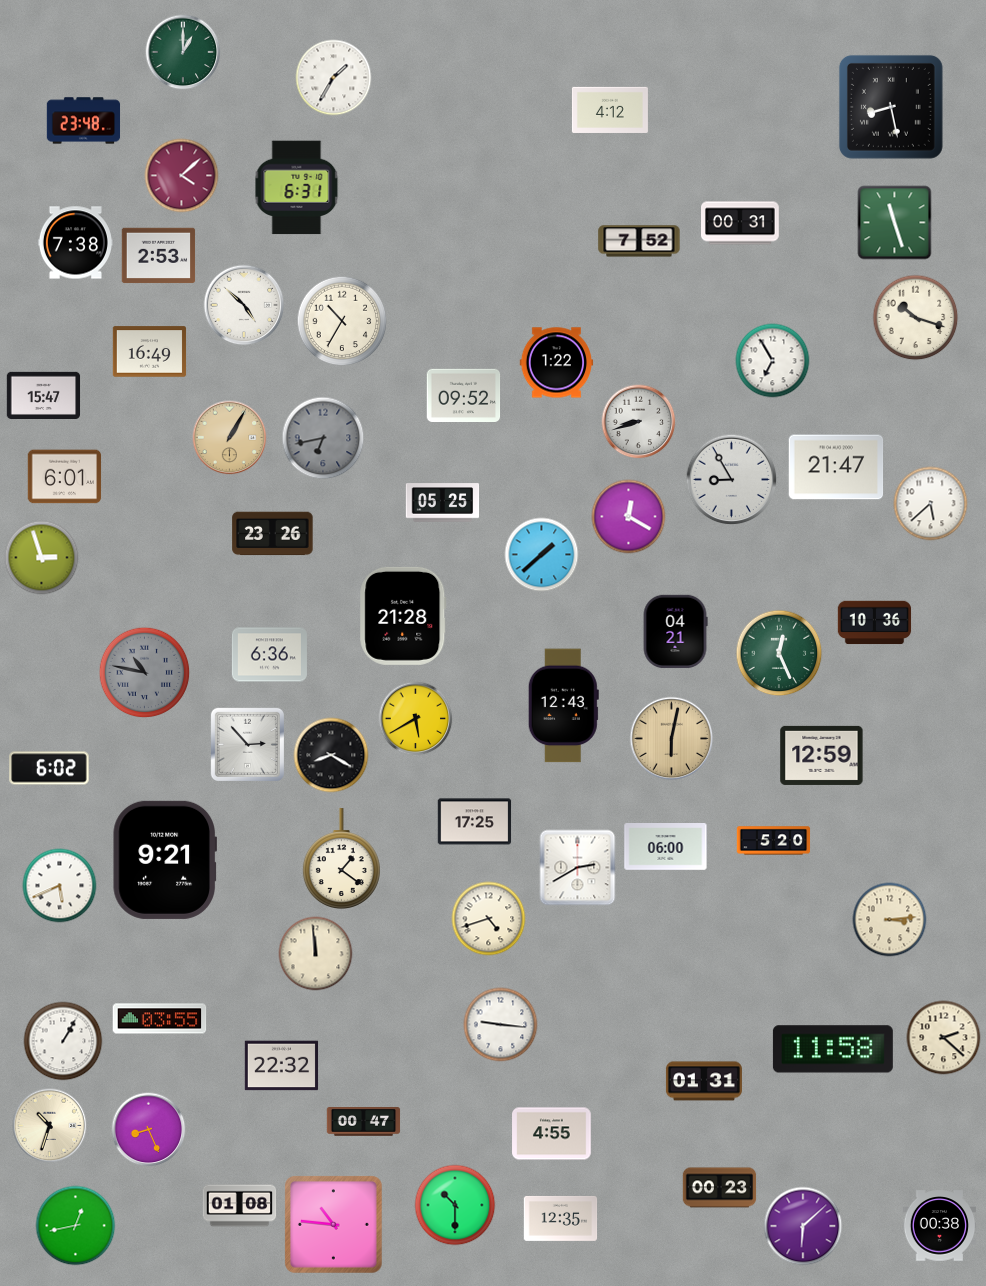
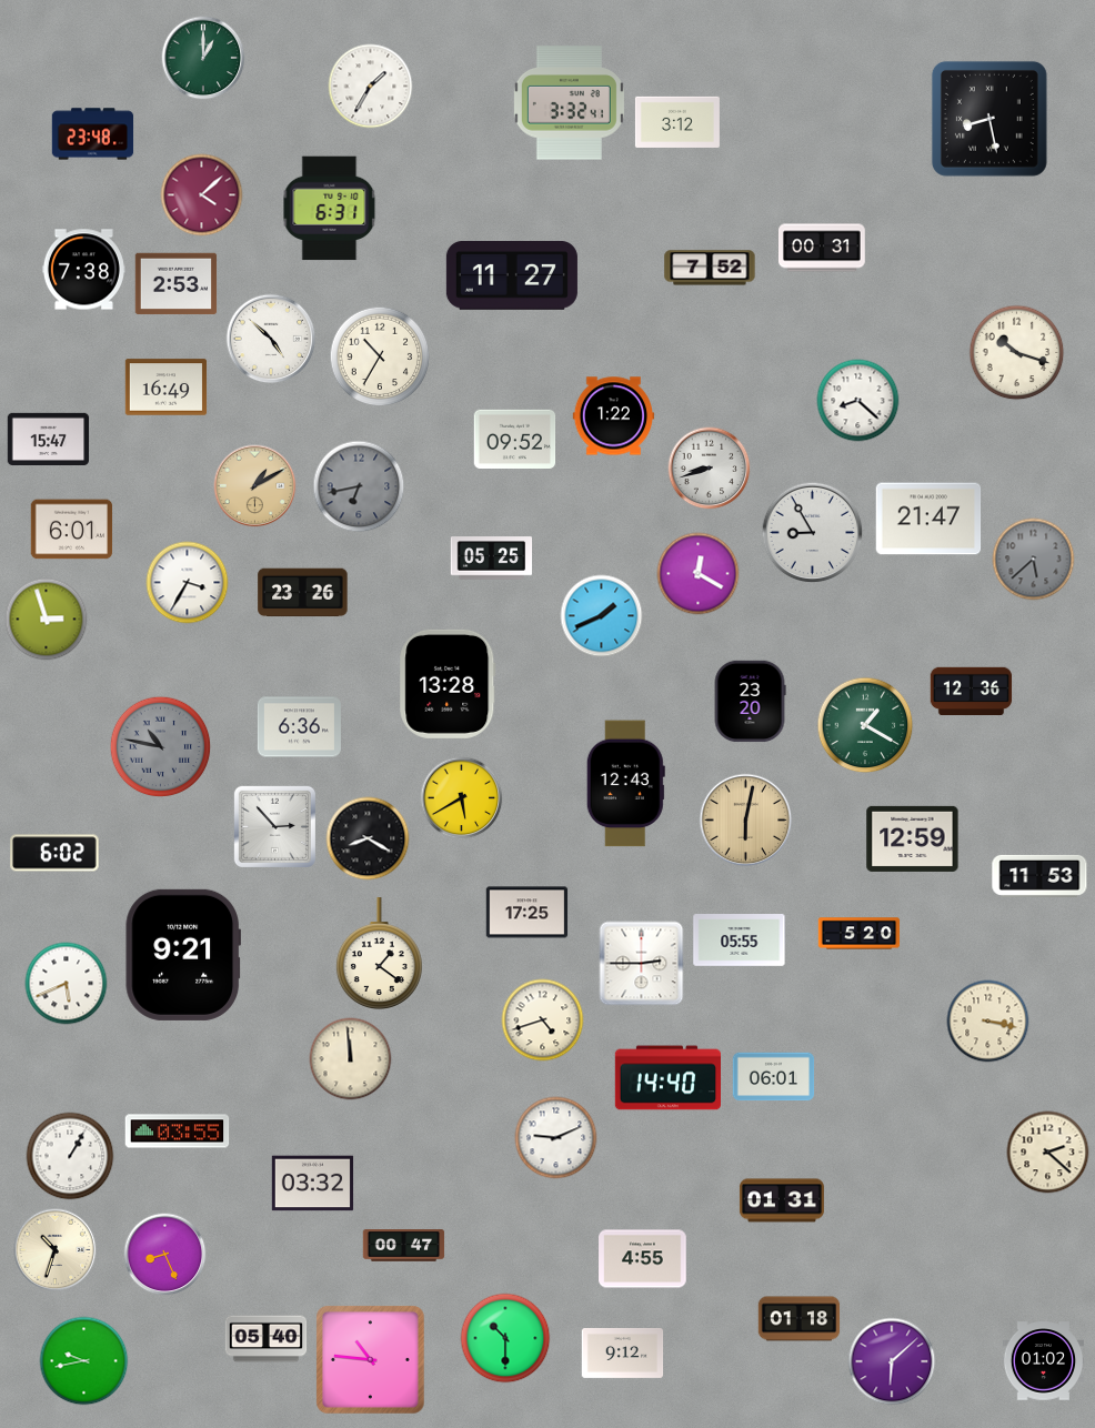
clock at (569, 103): none -> 3:32
clock at (610, 110): 4:12 -> 3:12
clock at (895, 223): 11:27 -> none
clock at (512, 276): none -> 11:27
clock at (150, 352) position: (150, 352) -> (167, 388)
clock at (773, 361): 6:55 -> 8:22
clock at (557, 363) position: (557, 363) -> (614, 416)
clock at (230, 438): 1:05 -> 1:10
clock at (931, 504) dial: white -> grey
clock at (188, 583): none -> 3:35
clock at (542, 555): 1:38 -> 1:41
clock at (403, 616): 21:28 -> 13:28
clock at (875, 623): 10:36 -> 12:36
clock at (675, 632): 04:21 -> 23:20
clock at (779, 653): 12:26 -> 1:20
clock at (1039, 876): none -> 11:53
clock at (666, 847): 06:00 -> 05:55
clock at (578, 868): 2:40 -> 2:45
clock at (890, 920): 3:14 -> 3:17
clock at (774, 1077): none -> 06:01
clock at (667, 1078): none -> 14:40
clock at (501, 1025): 9:16 -> 9:11
clock at (833, 1049): 11:58 -> none
clock at (282, 1066): 22:32 -> 03:32
clock at (552, 1134) position: (552, 1134) -> (643, 1259)
clock at (720, 1188): 00:23 -> 01:18
clock at (240, 1206): 01:08 -> 05:40
clock at (561, 1218): 12:35 -> 9:12
clock at (76, 1226): 12:43 -> 9:43
clock at (940, 1226): 00:38 -> 01:02
